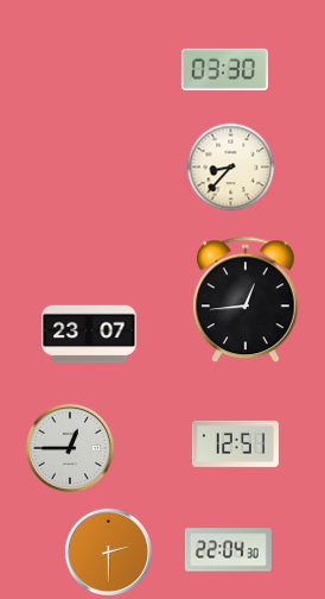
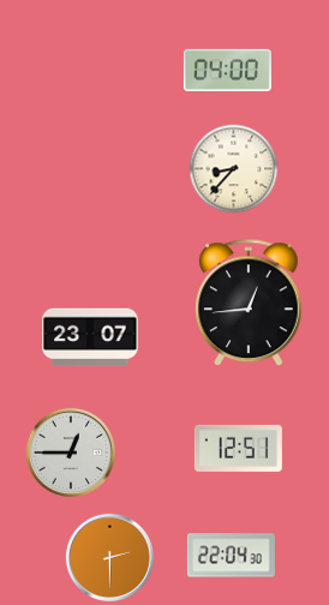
clock at (224, 69): 03:30 -> 04:00
